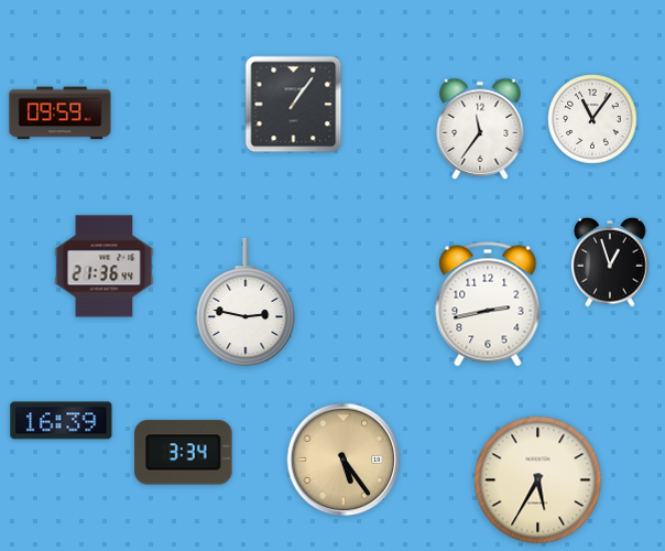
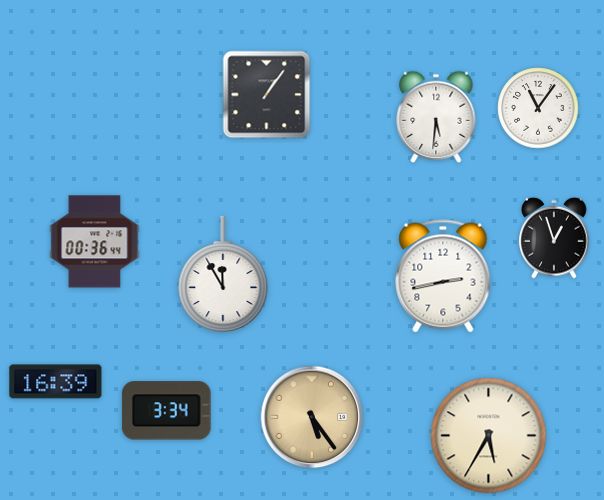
clock at (61, 114): 09:59 -> none
clock at (480, 129): 11:36 -> 5:31
clock at (105, 267): 21:36 -> 00:36
clock at (246, 302): 2:47 -> 11:55
